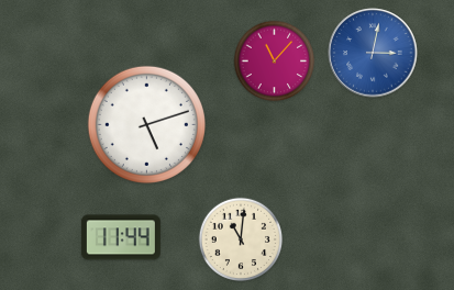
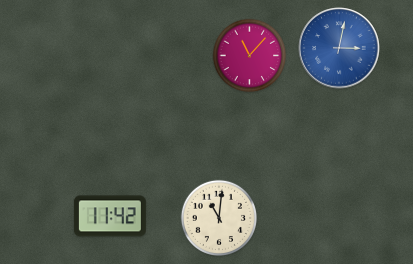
clock at (146, 124): 5:12 -> none
clock at (121, 237): 11:44 -> 11:42
